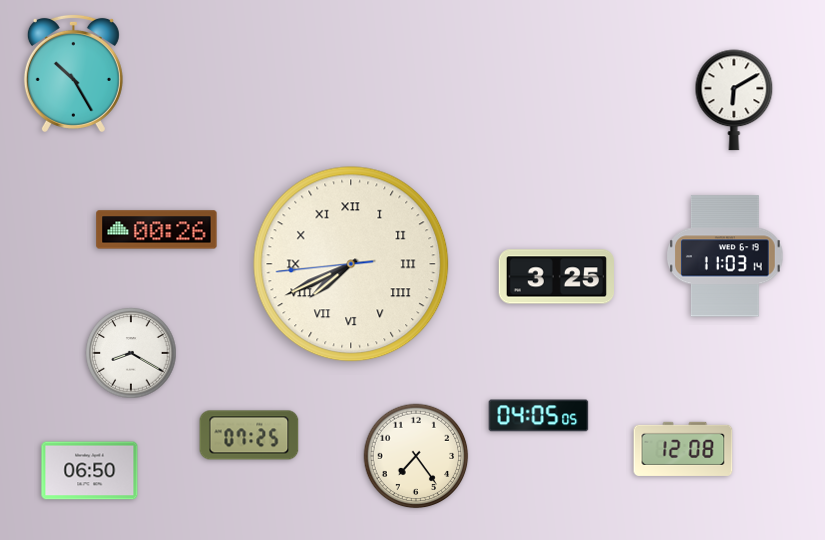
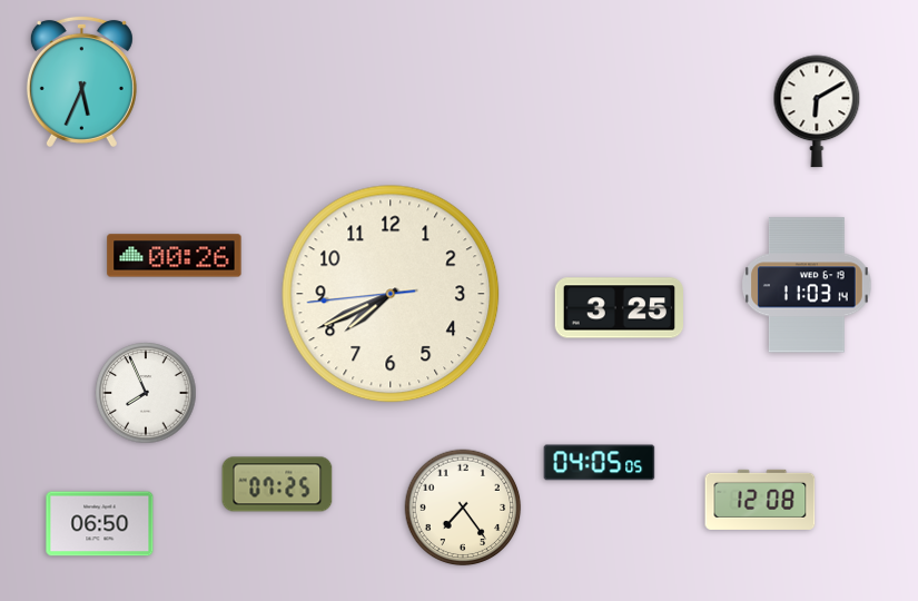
clock at (73, 73): 10:25 -> 5:34
clock at (351, 264) numerals: Roman -> Arabic
clock at (131, 353): 8:20 -> 7:56
